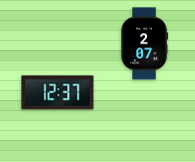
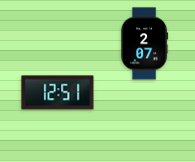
clock at (58, 93): 12:37 -> 12:51
